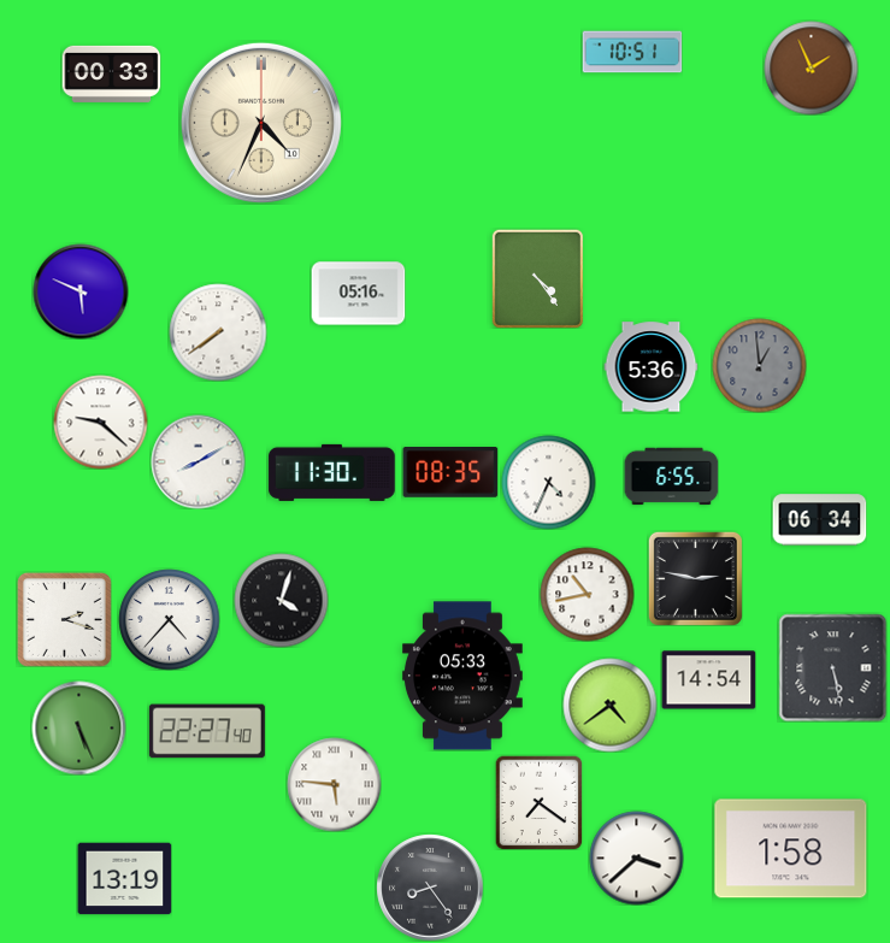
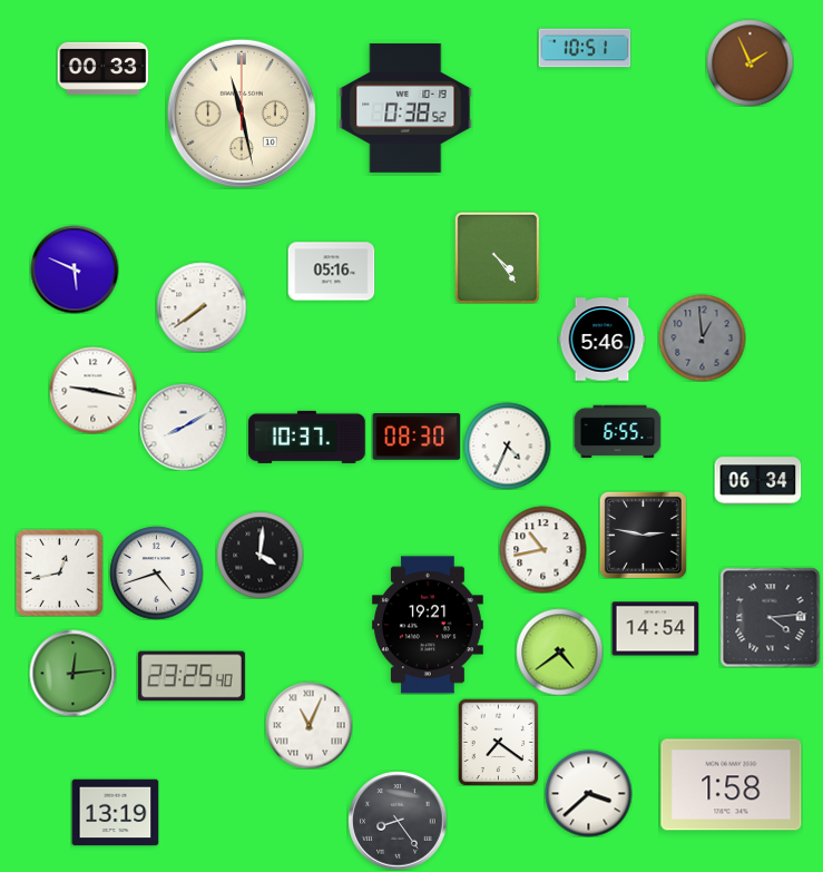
clock at (405, 108): none -> 0:38
clock at (261, 123): 4:34 -> 11:28
clock at (650, 367): 5:36 -> 5:46
clock at (100, 422): 9:22 -> 9:17
clock at (332, 472): 11:30 -> 10:37
clock at (450, 473): 08:35 -> 08:30
clock at (671, 477) position: (671, 477) -> (617, 432)
clock at (281, 600): 4:03 -> 4:01
clock at (64, 619): 2:18 -> 12:43
clock at (169, 619): 4:37 -> 4:42
clock at (832, 667): 5:28 -> 4:14
clock at (462, 676): 05:33 -> 19:21
clock at (609, 705) position: (609, 705) -> (559, 651)
clock at (78, 727): 5:26 -> 12:14
clock at (207, 731): 22:27 -> 23:25
clock at (334, 784): 5:46 -> 11:04
